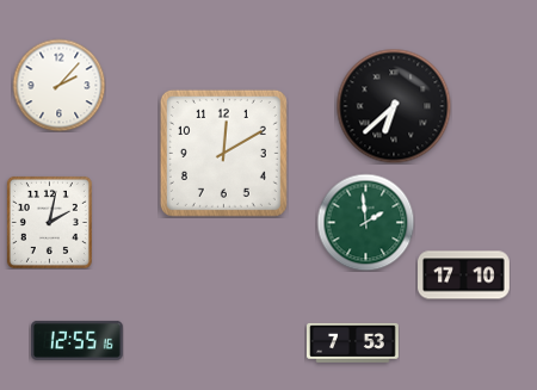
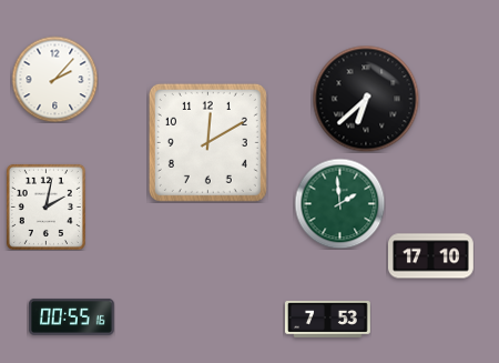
clock at (365, 222) position: (365, 222) -> (339, 203)
clock at (76, 340): 12:55 -> 00:55
